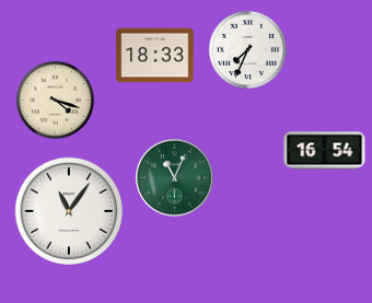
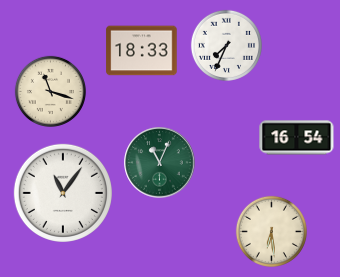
clock at (55, 100): 4:18 -> 11:18
clock at (271, 231): none -> 6:29
